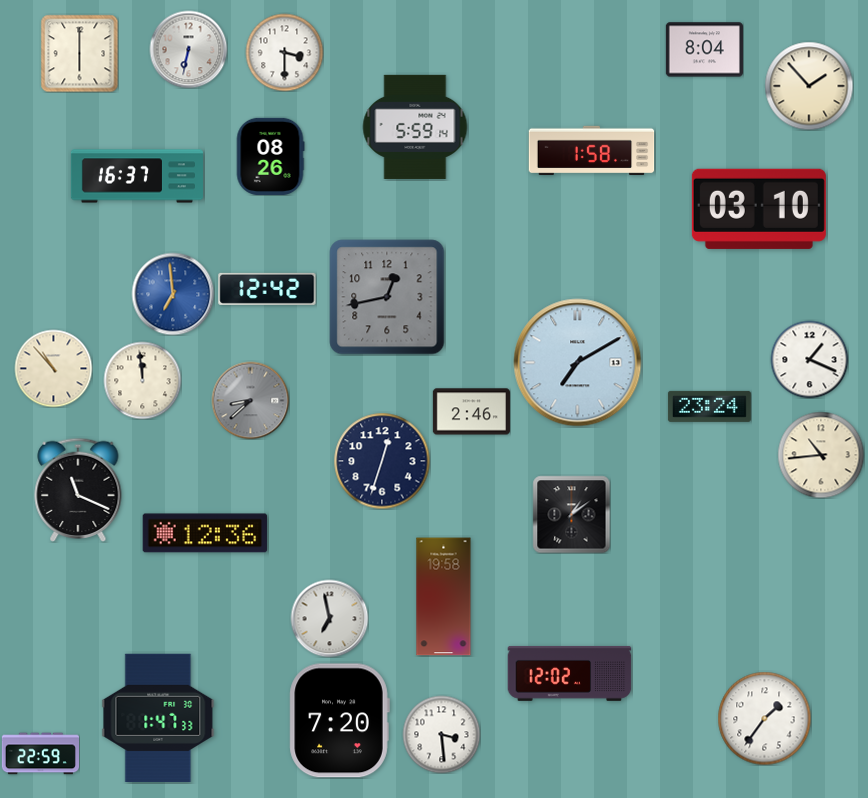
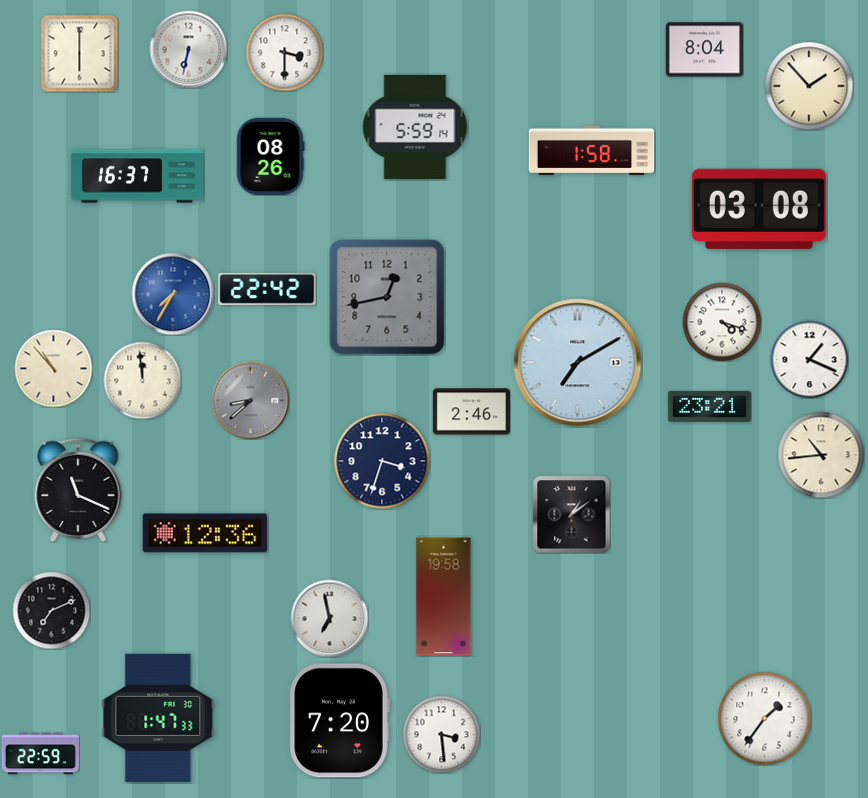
clock at (759, 209): 03:10 -> 03:08
clock at (267, 289): 12:42 -> 22:42
clock at (173, 294): 6:59 -> 7:35
clock at (722, 322): none -> 4:18
clock at (709, 406): 23:24 -> 23:21
clock at (382, 461): 12:33 -> 3:33
clock at (51, 610): none -> 7:11
clock at (570, 673): 12:02 -> none
